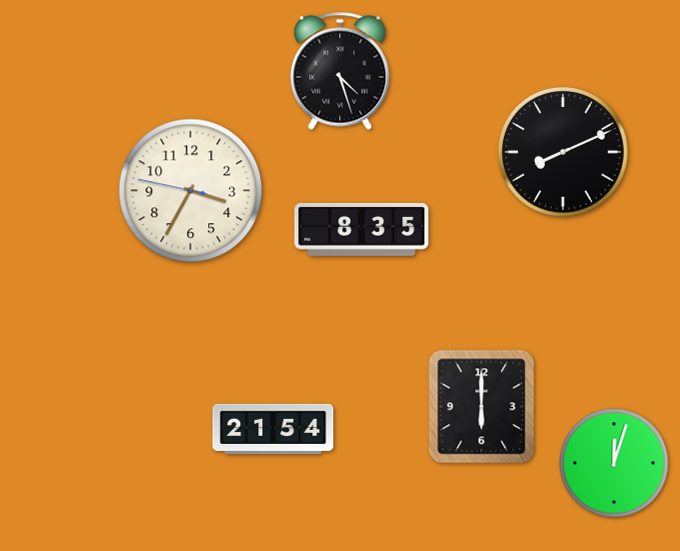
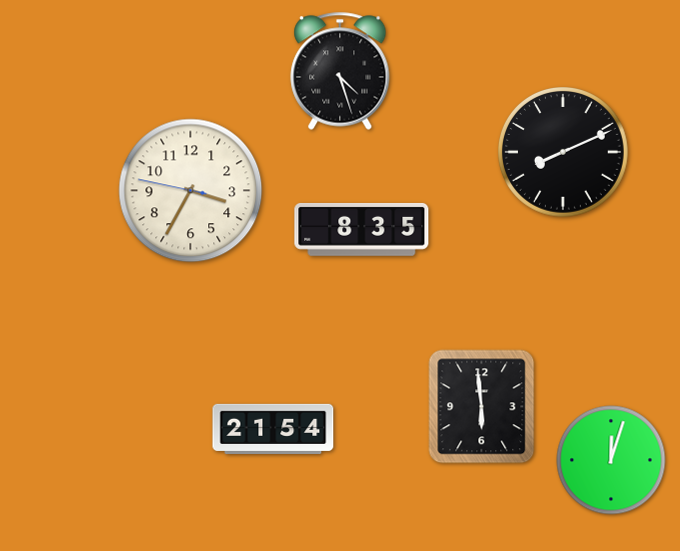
clock at (482, 407): 6:00 -> 5:59
clock at (614, 463) position: (614, 463) -> (611, 460)
